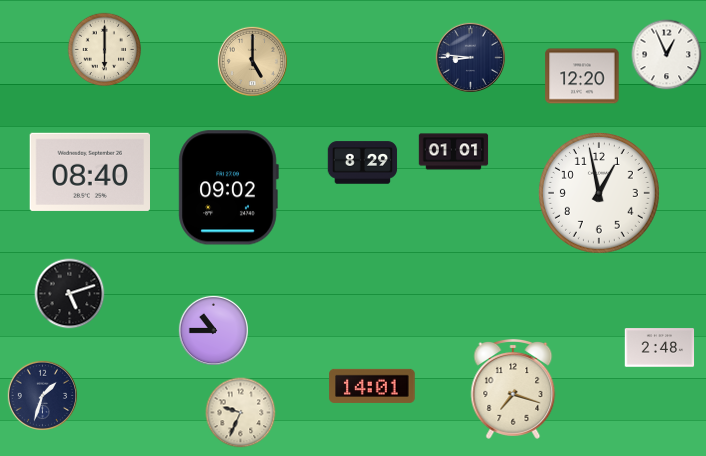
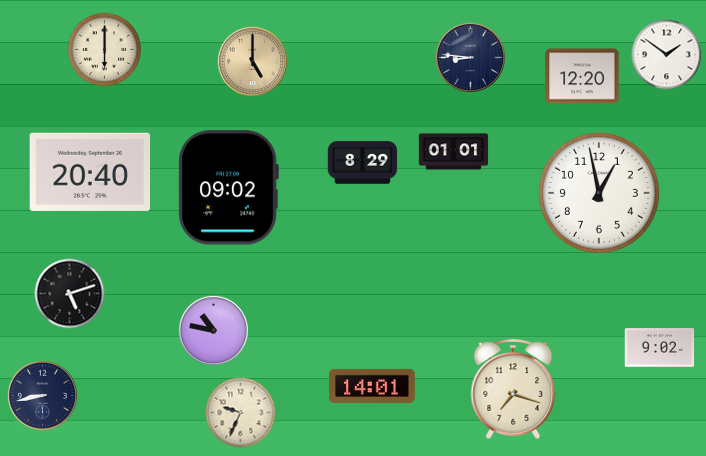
clock at (667, 55): 12:56 -> 1:51
clock at (89, 172): 08:40 -> 20:40
clock at (213, 330): 10:45 -> 10:47
clock at (660, 348): 2:48 -> 9:02
clock at (42, 395): 1:33 -> 8:43
